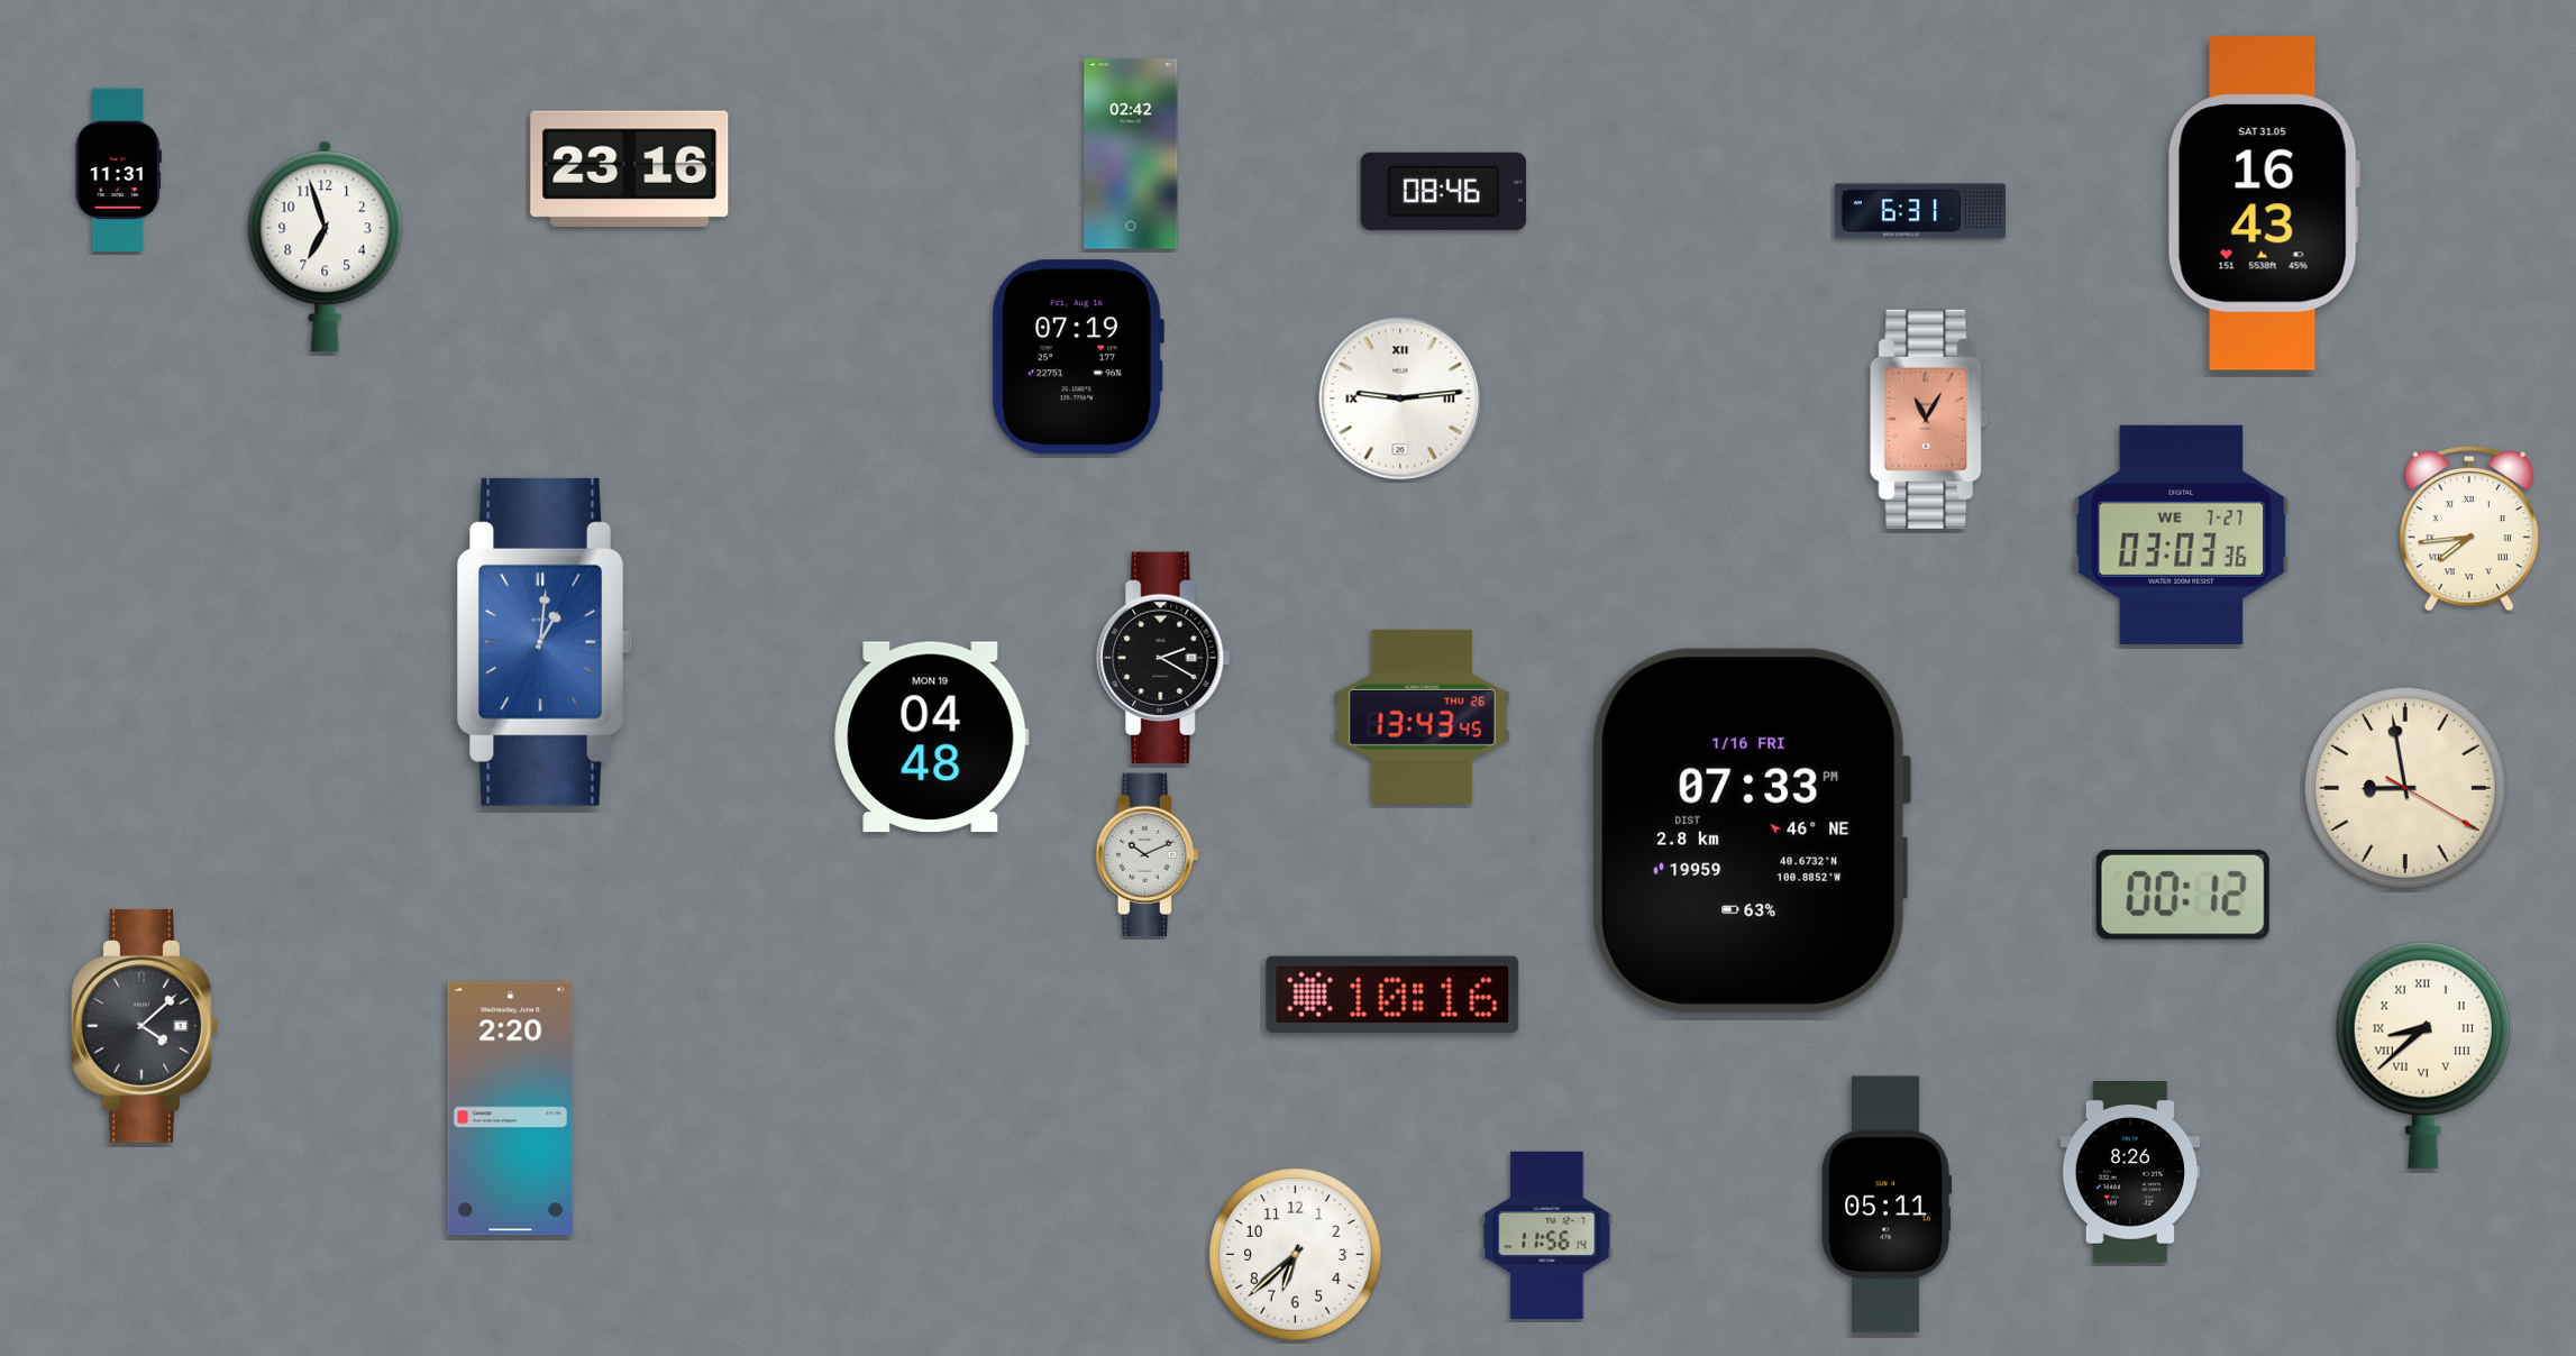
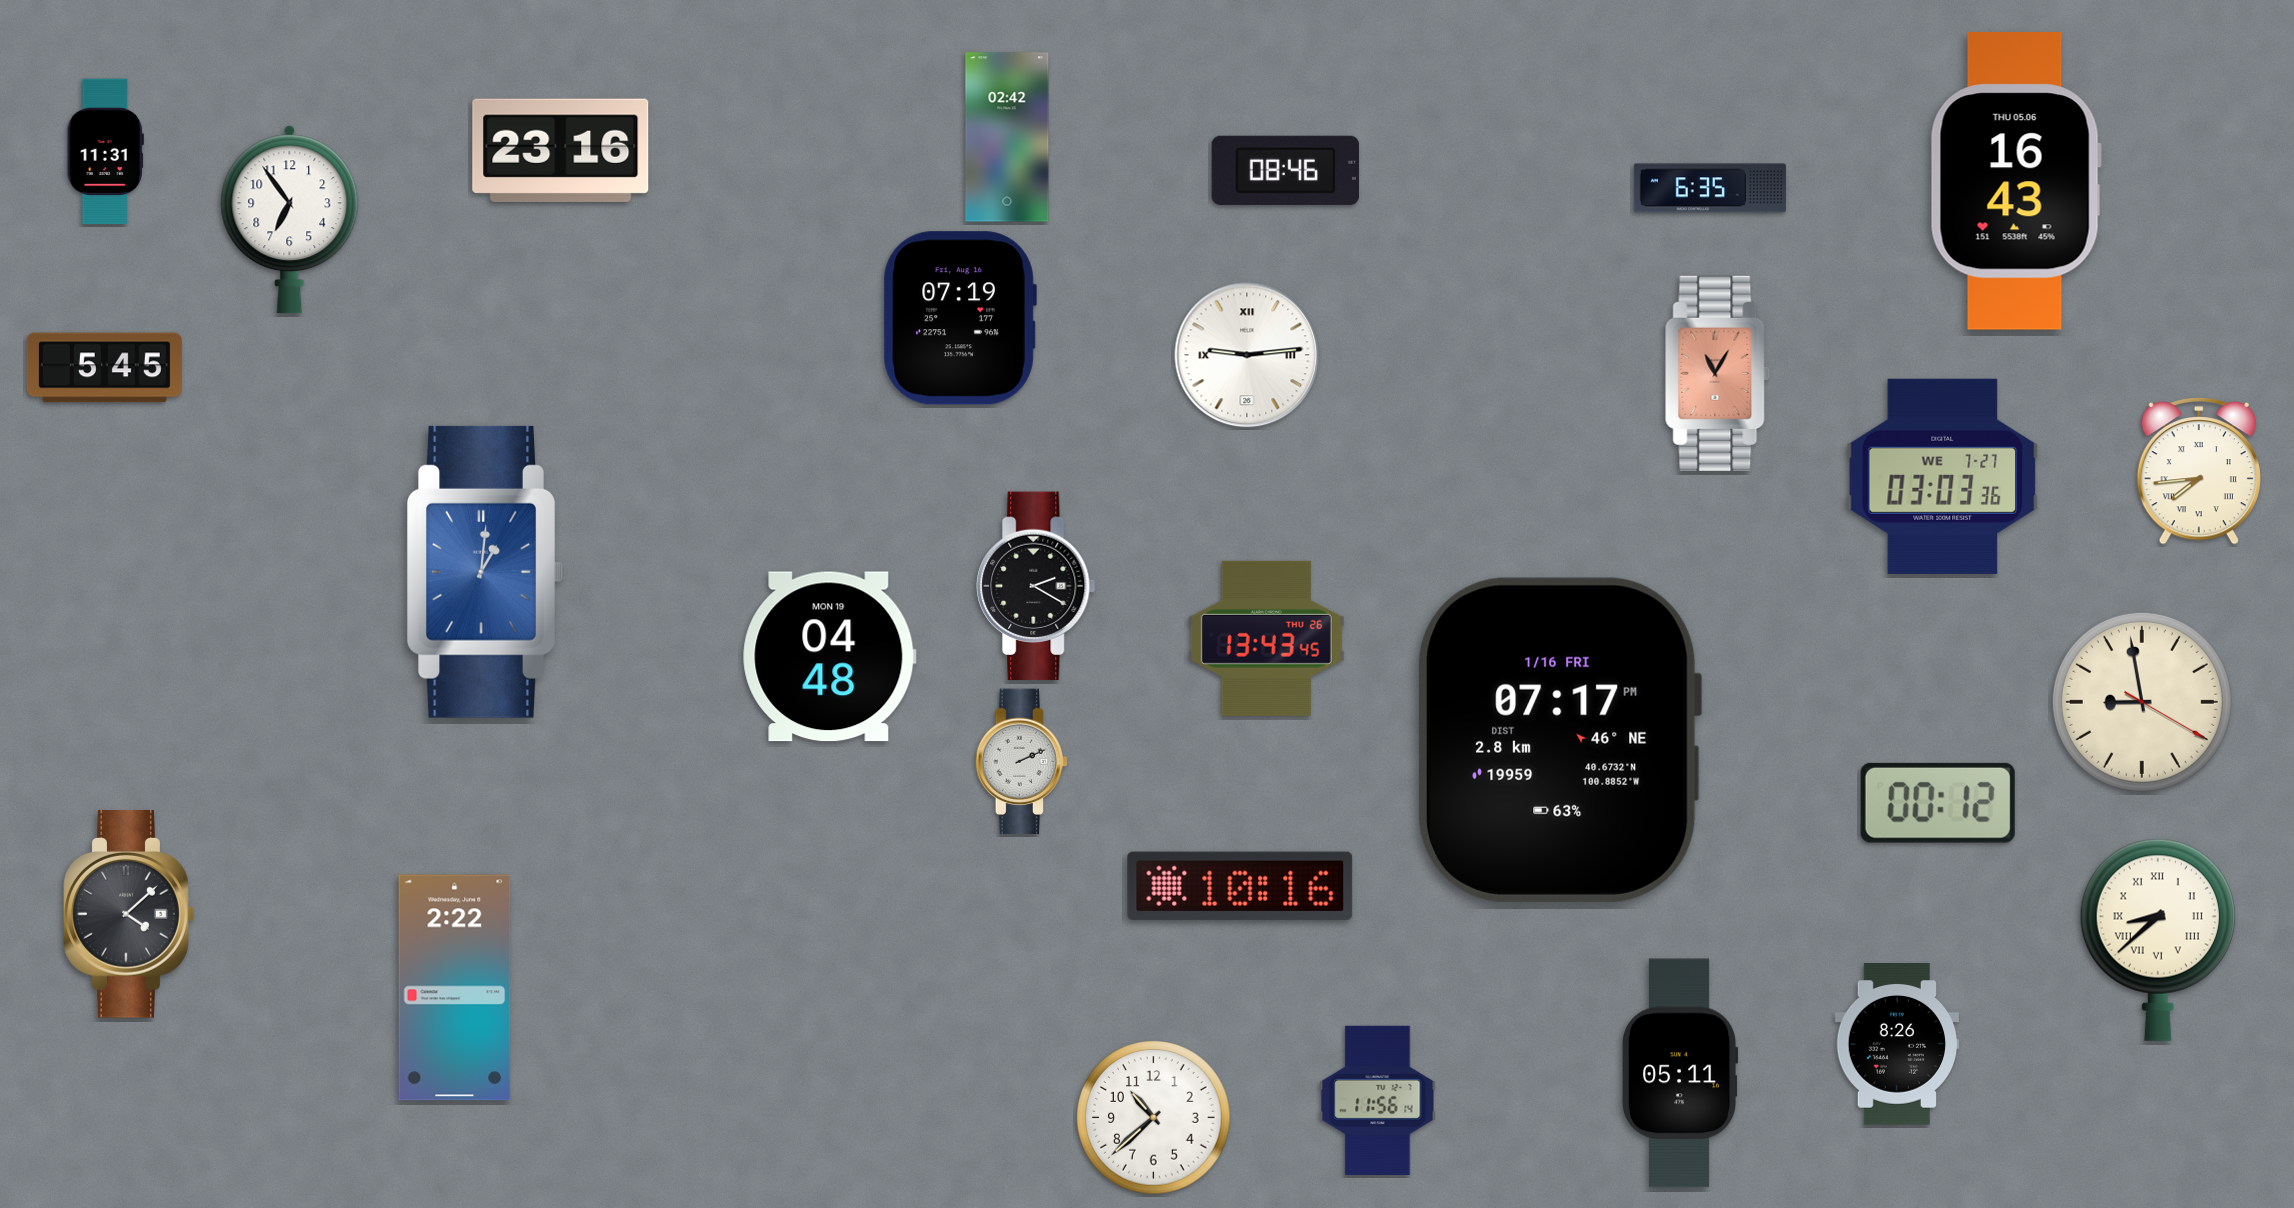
clock at (2264, 204) date: SAT 31.05 -> THU 05.06
clock at (1920, 211): 6:31 -> 6:35
clock at (326, 247): 6:57 -> 6:54
clock at (104, 368): none -> 5:45
clock at (1752, 831): 07:33 -> 07:17
clock at (1147, 855): 10:11 -> 2:11
clock at (2183, 895) position: (2183, 895) -> (1938, 803)
clock at (511, 1109): 2:20 -> 2:22
clock at (1296, 1255): 6:38 -> 10:38
